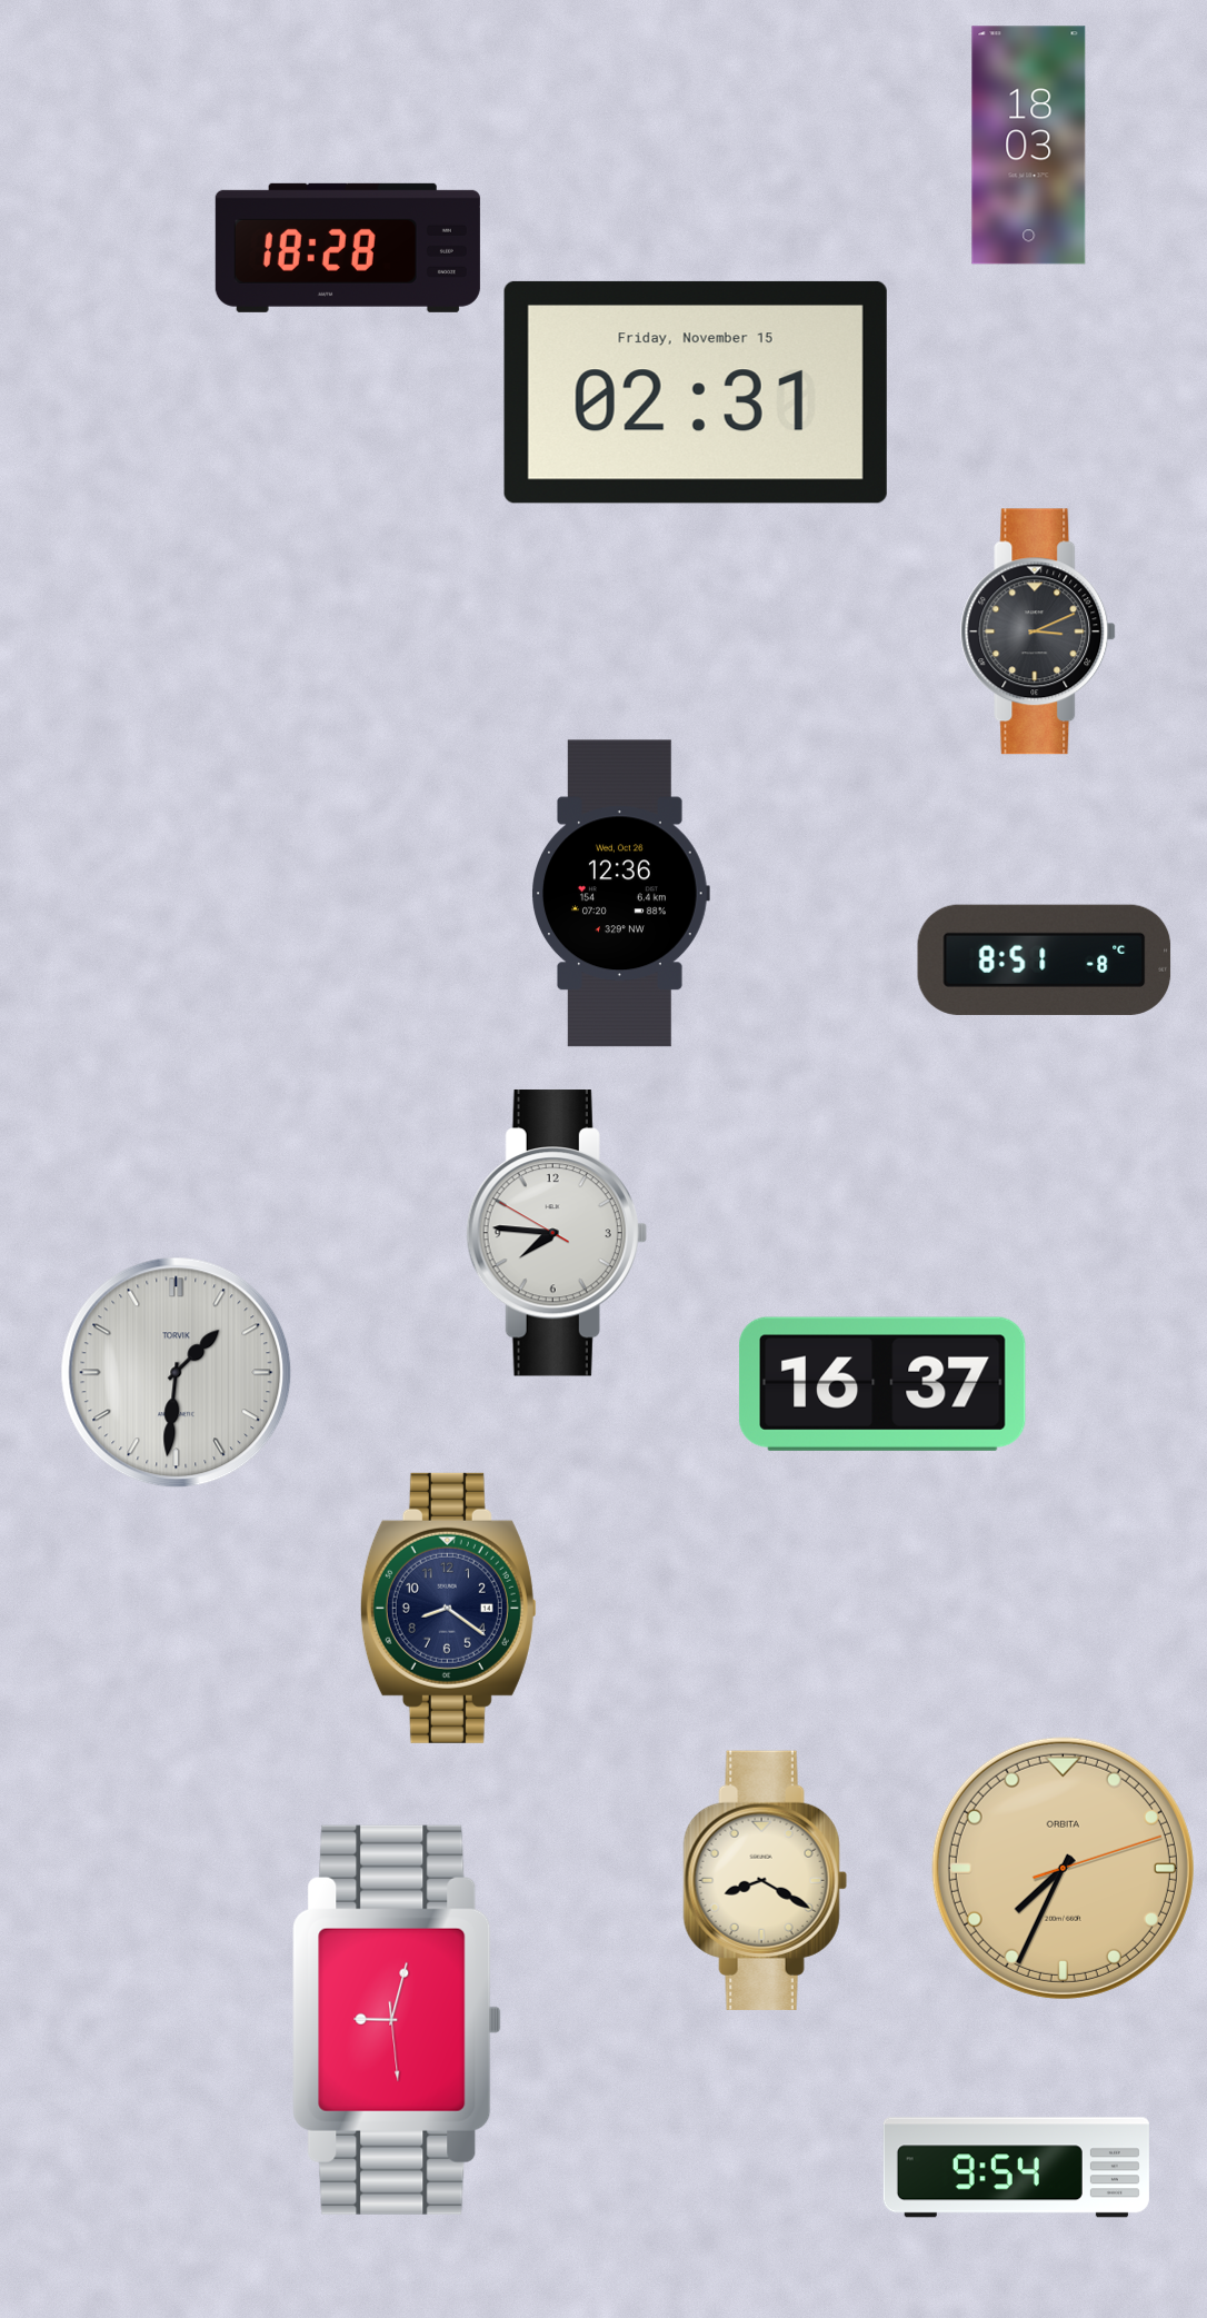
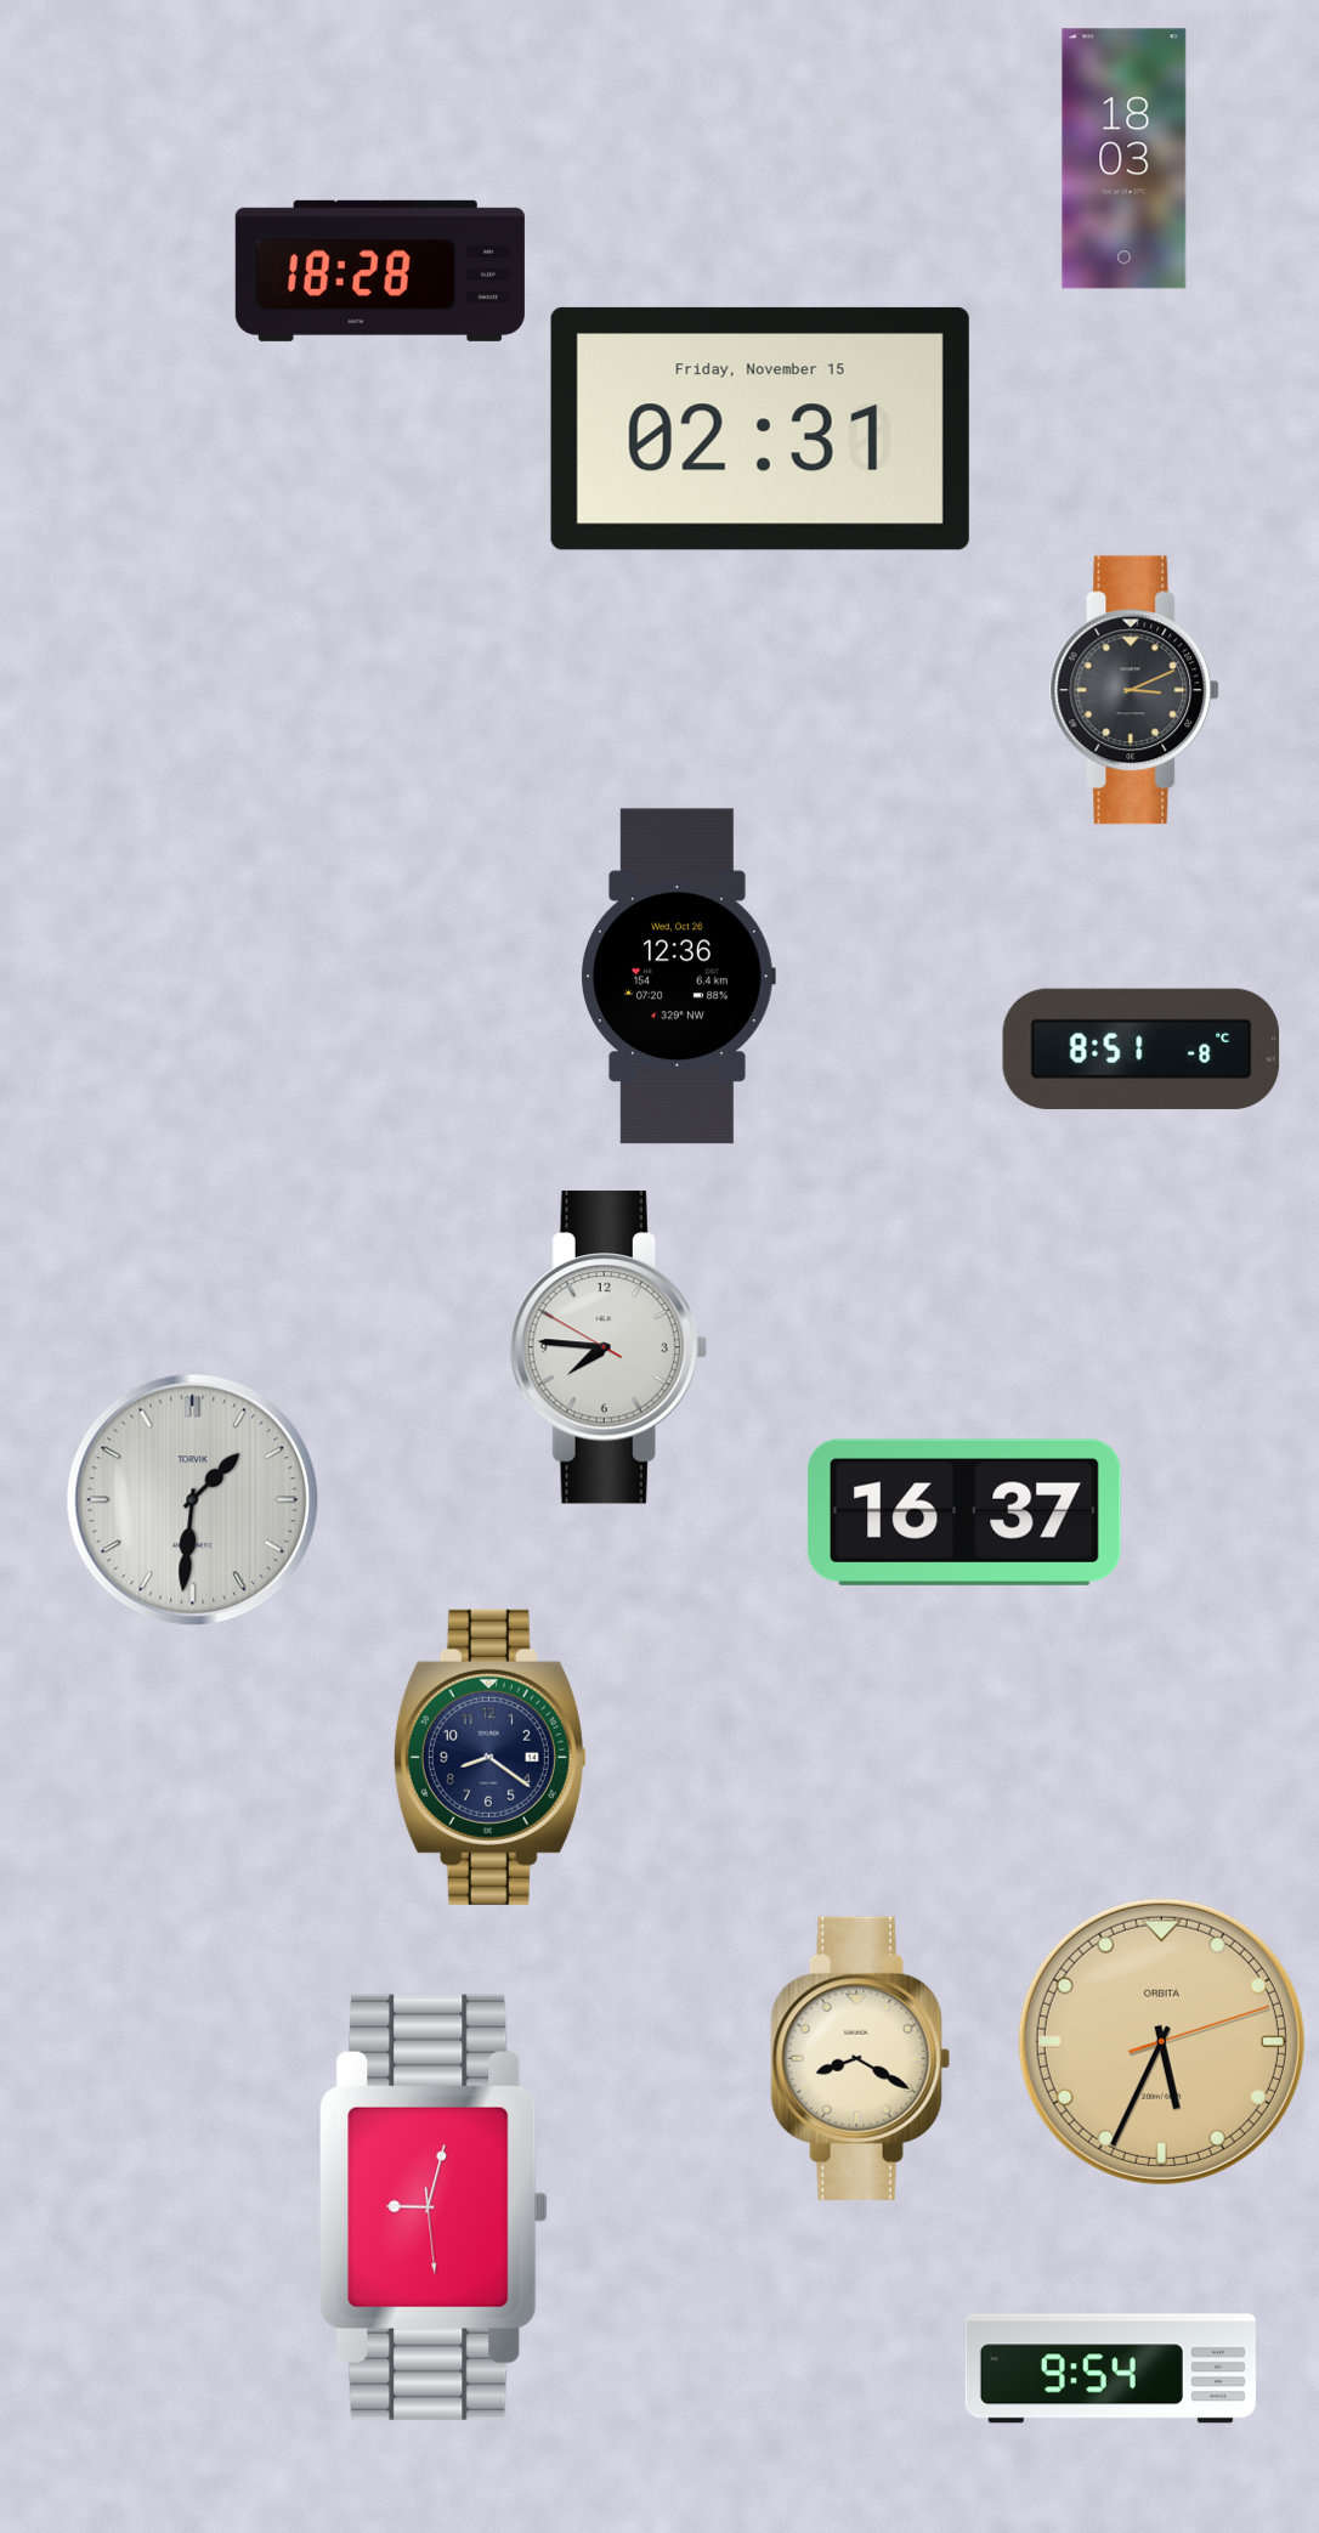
clock at (1063, 1868): 7:34 -> 5:34
clock at (765, 1880) position: (765, 1880) -> (860, 2058)
